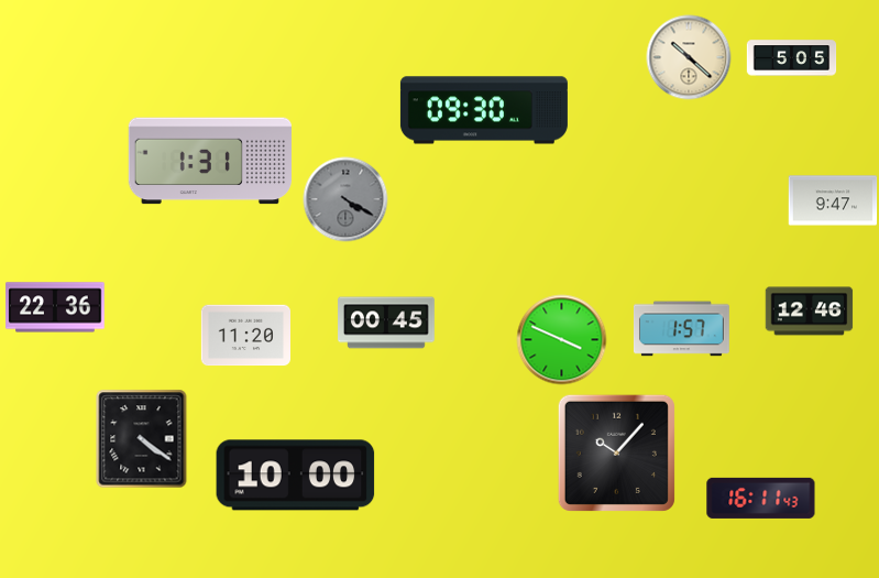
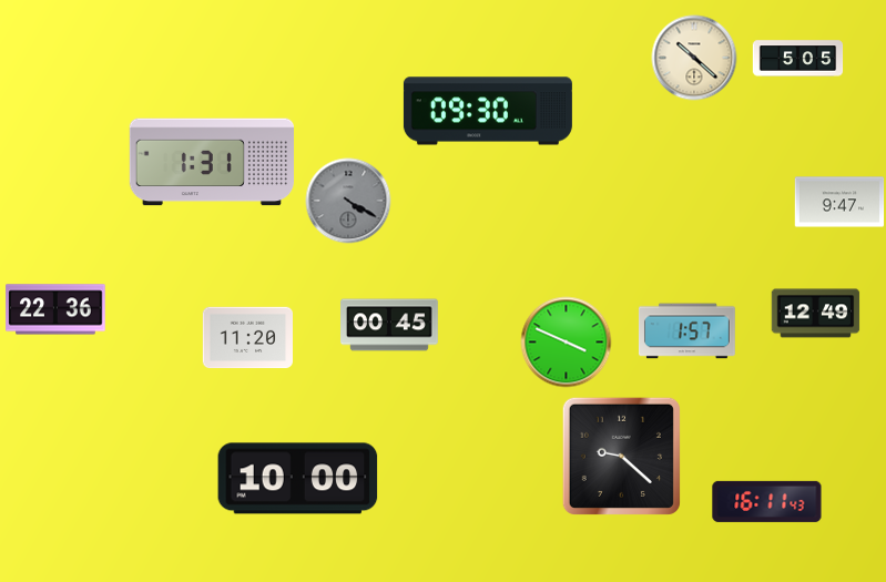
clock at (810, 312): 12:46 -> 12:49
clock at (142, 439): 4:21 -> none
clock at (616, 452): 10:07 -> 9:22
